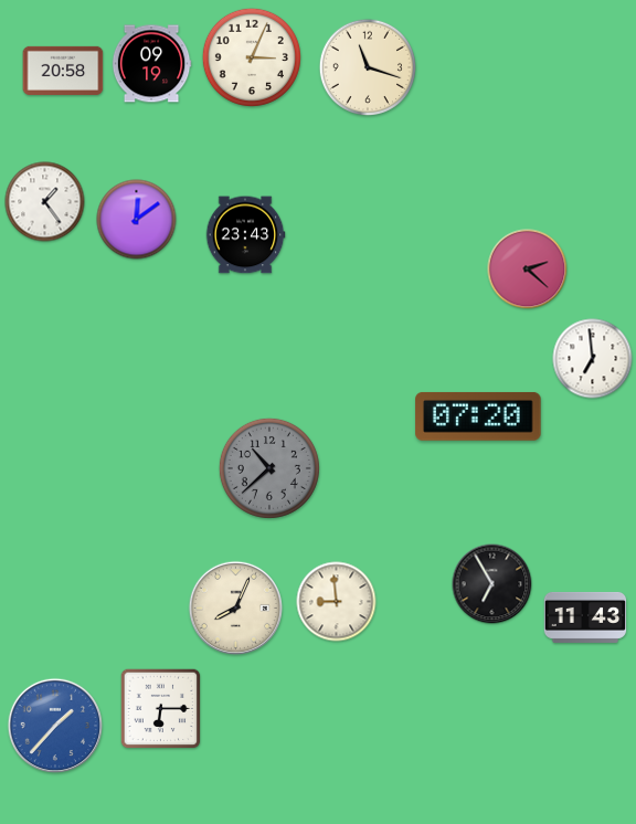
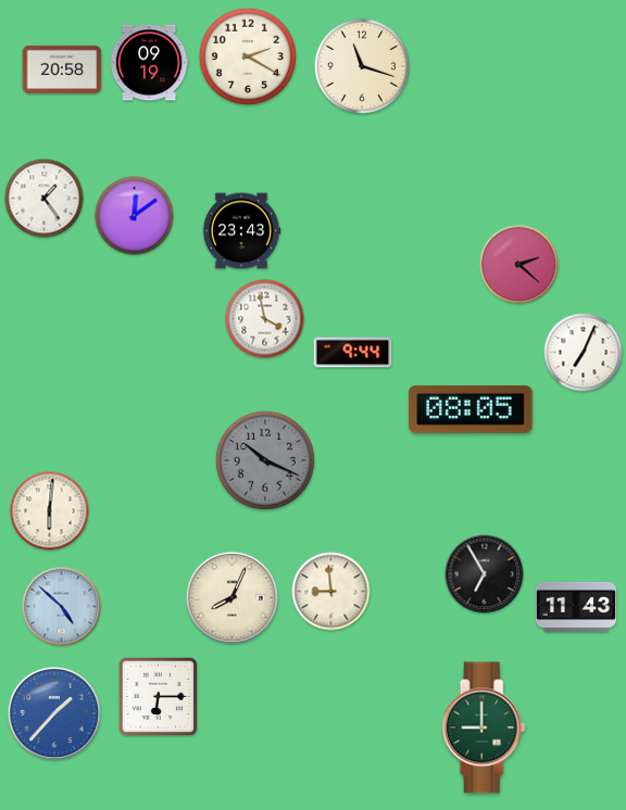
clock at (252, 57): 3:04 -> 2:20
clock at (265, 319): none -> 3:58
clock at (353, 353): none -> 9:44
clock at (593, 359): 6:59 -> 7:04
clock at (478, 416): 07:20 -> 08:05
clock at (269, 468): 10:38 -> 10:19
clock at (50, 511): none -> 6:01
clock at (62, 607): none -> 4:52
clock at (484, 727): none -> 9:00
